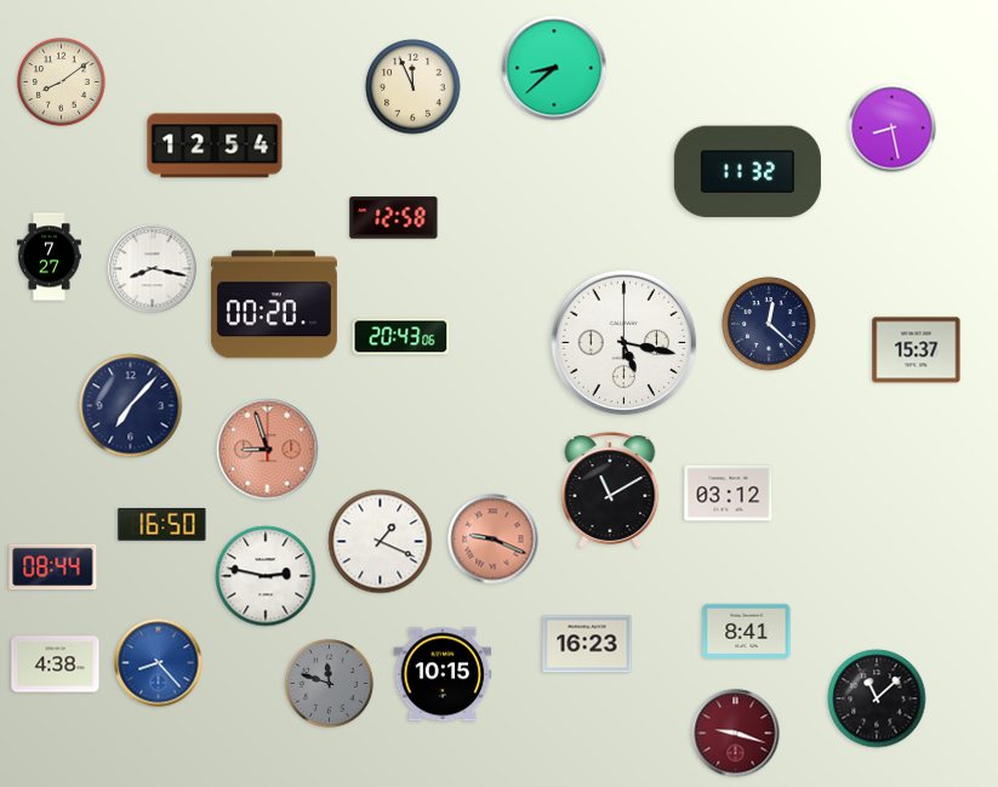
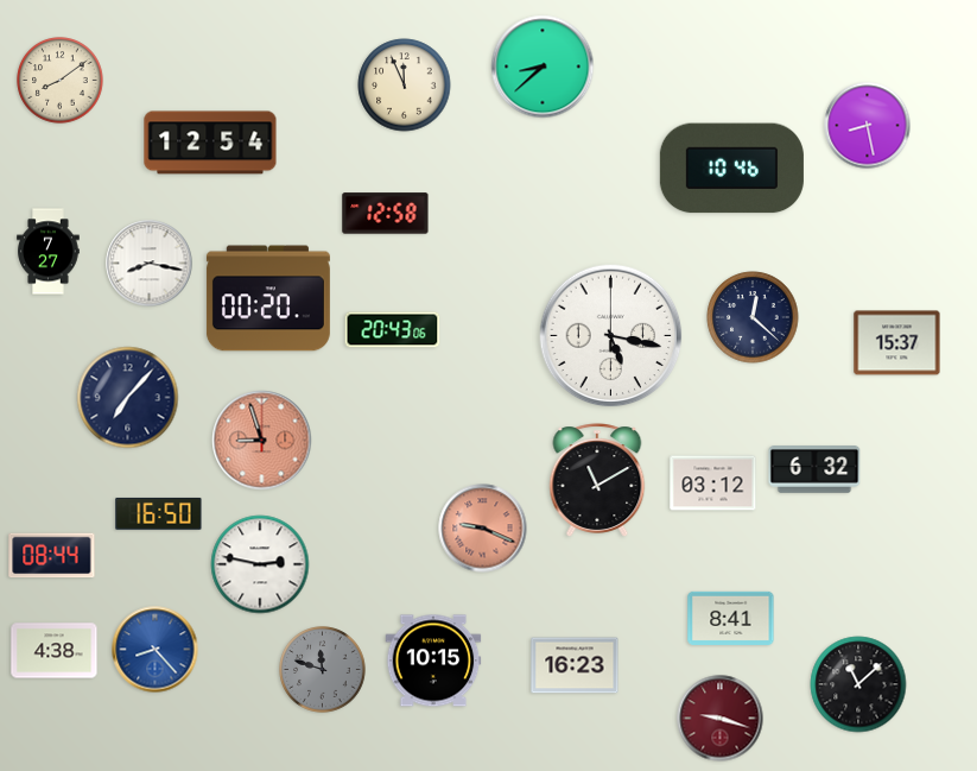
clock at (893, 129) position: (893, 129) -> (868, 126)
clock at (747, 172): 11:32 -> 10:46
clock at (814, 469): none -> 6:32
clock at (381, 542): 1:19 -> none
clock at (587, 644) position: (587, 644) -> (575, 665)
